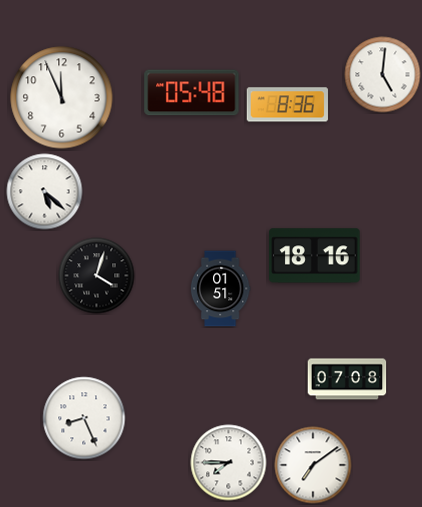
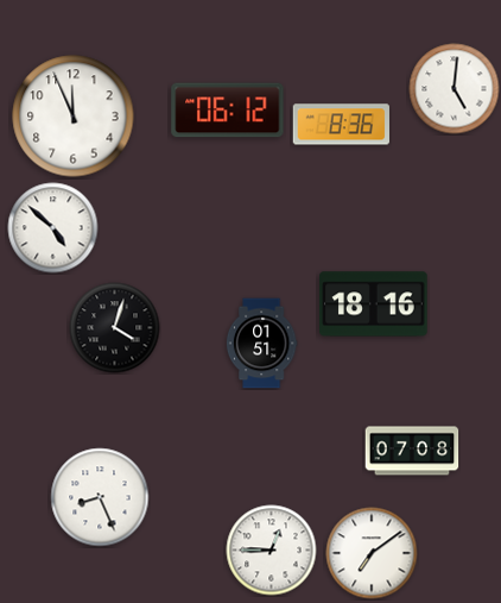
clock at (192, 93): 05:48 -> 06:12
clock at (45, 192): 5:22 -> 4:52
clock at (229, 463): 7:45 -> 12:45
